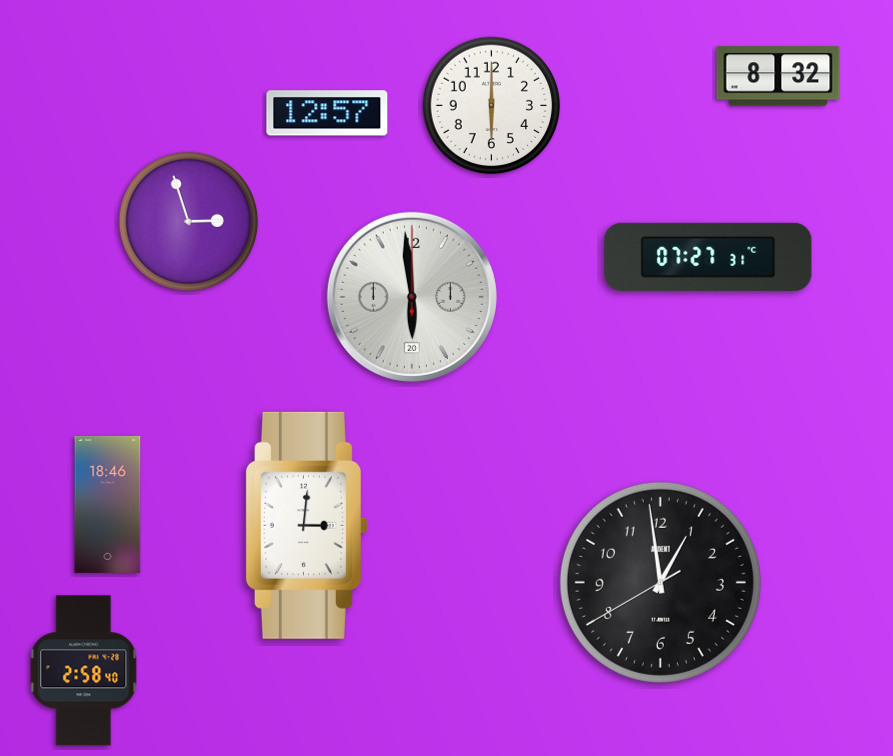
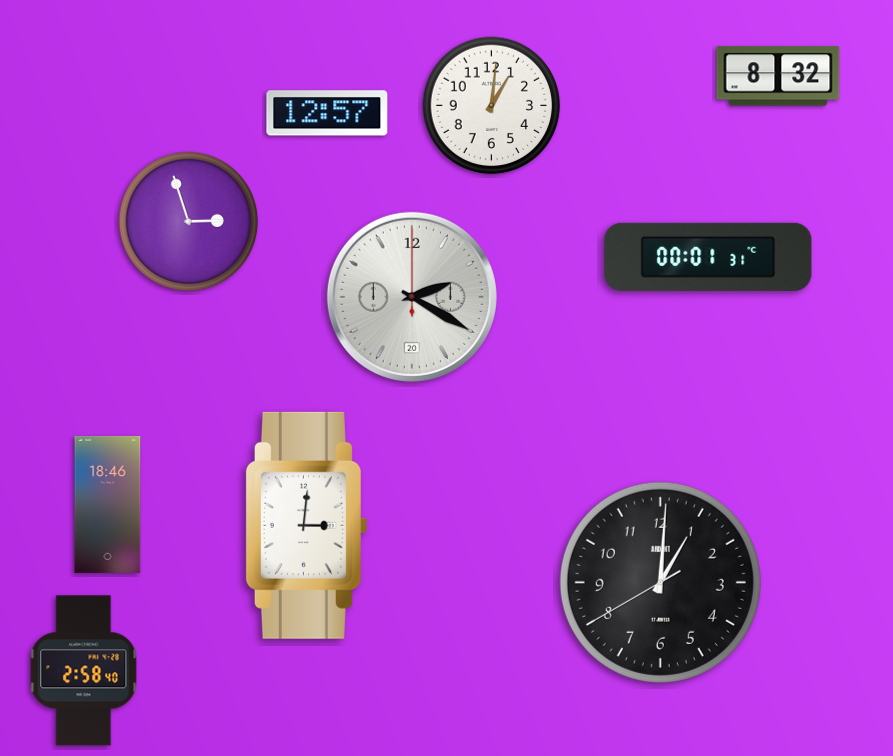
clock at (492, 106): 6:00 -> 1:01
clock at (708, 257): 07:27 -> 00:01
clock at (412, 297): 5:59 -> 2:20
clock at (660, 582): 12:58 -> 1:00
